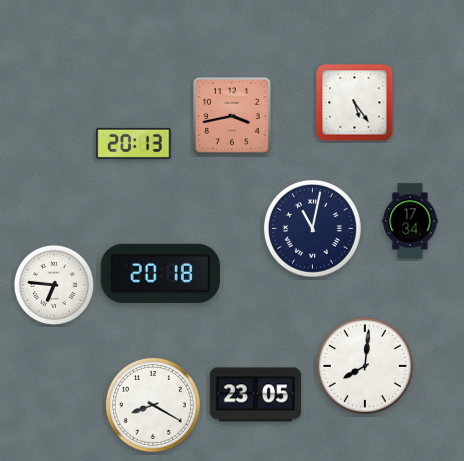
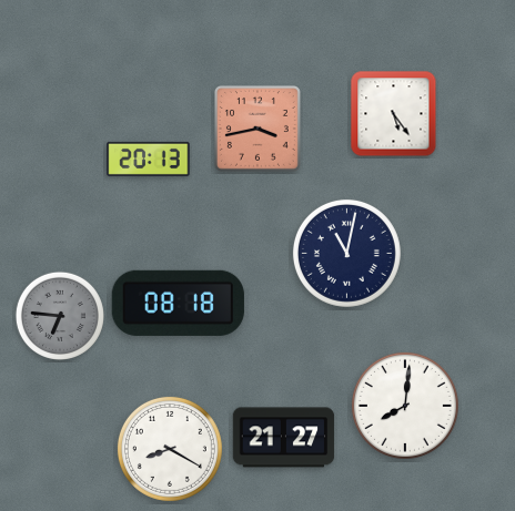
clock at (410, 221): 17:34 -> none
clock at (160, 273): 20:18 -> 08:18
clock at (54, 285) dial: white -> grey
clock at (256, 395): 23:05 -> 21:27
